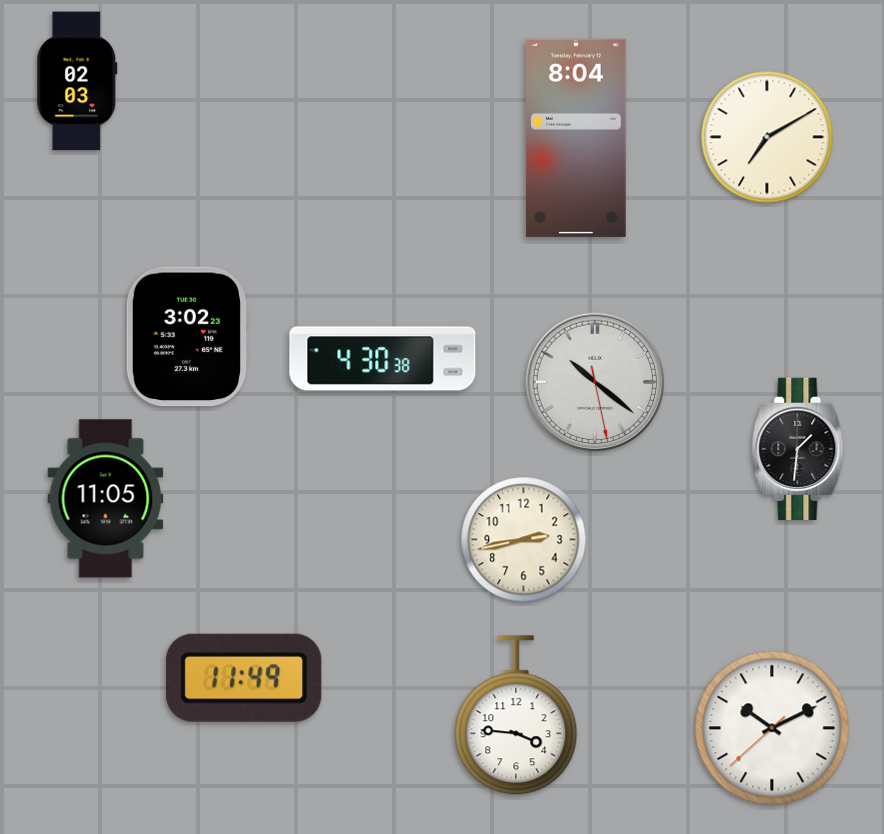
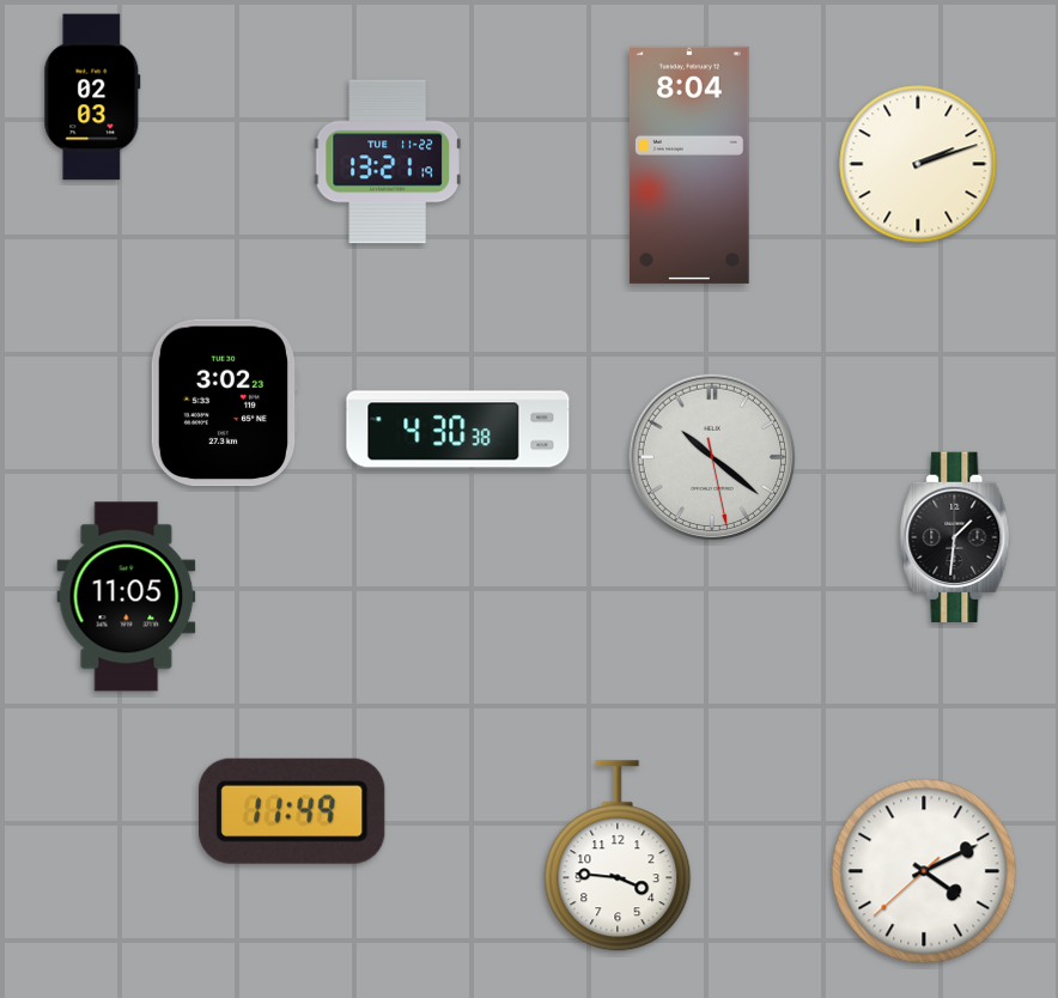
clock at (388, 162): none -> 13:21
clock at (767, 137): 7:10 -> 2:12
clock at (524, 540): 2:43 -> none
clock at (772, 728): 10:10 -> 4:10
